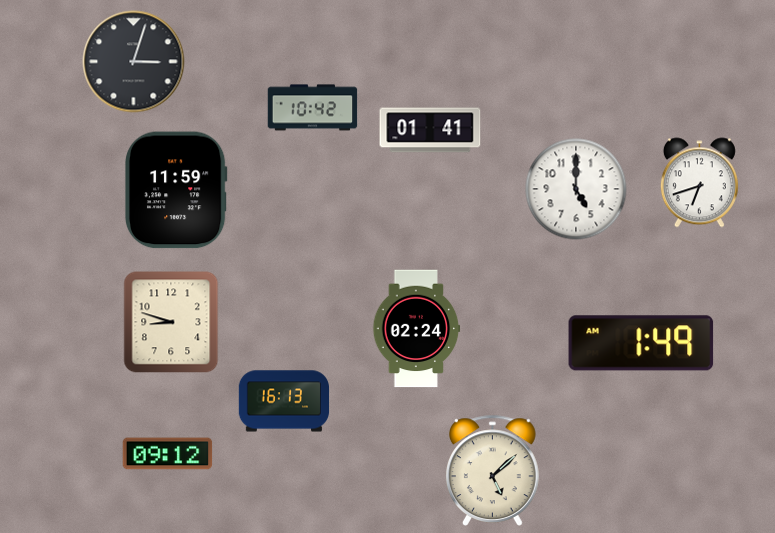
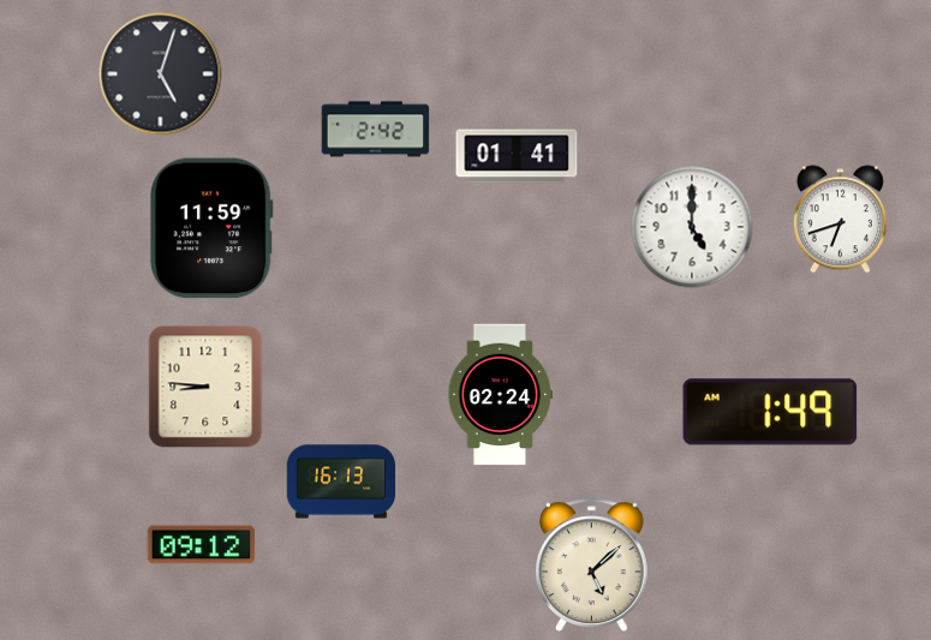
clock at (134, 62): 3:03 -> 5:03
clock at (313, 108): 10:42 -> 2:42
clock at (171, 322): 8:48 -> 8:46
